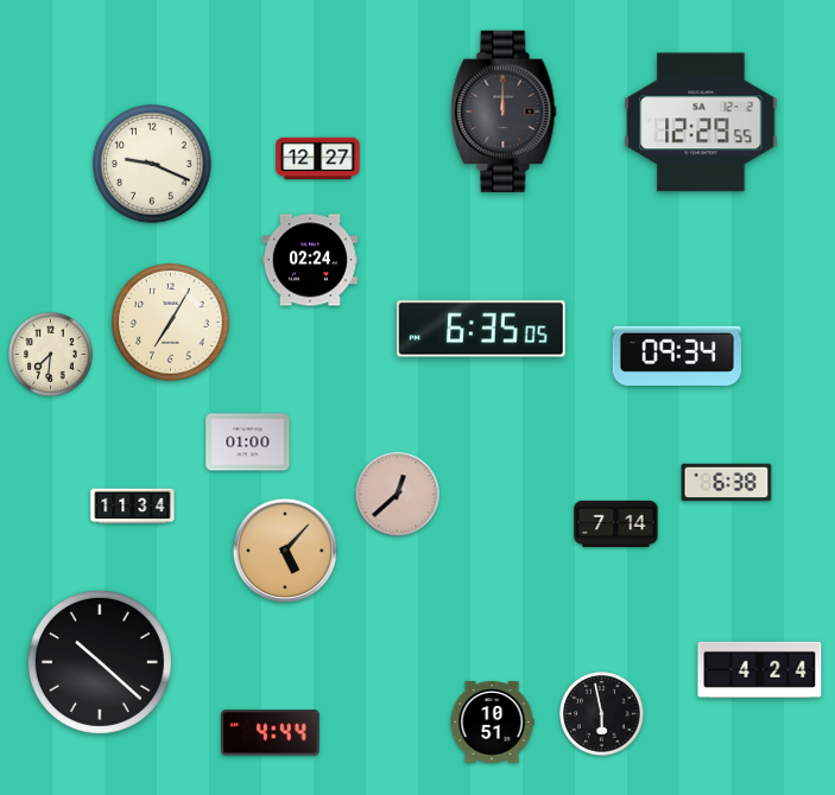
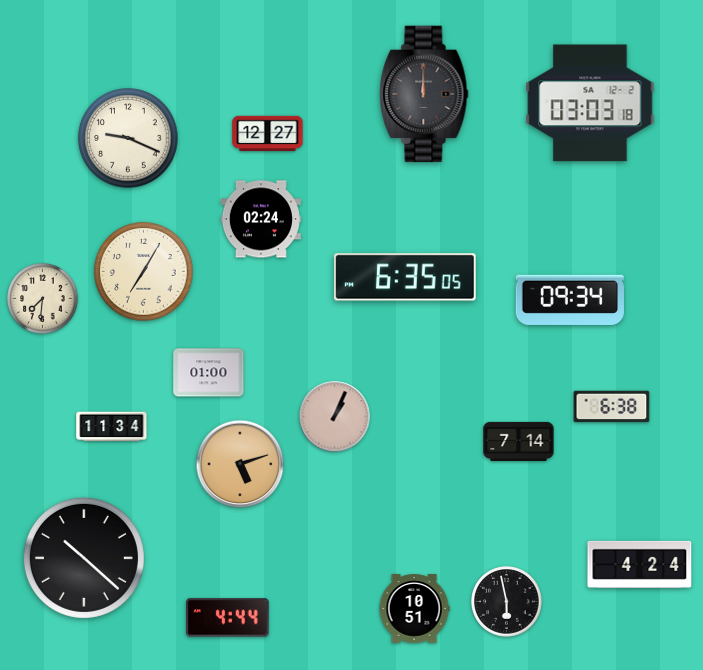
clock at (701, 122): 12:29 -> 03:03
clock at (398, 495): 12:38 -> 1:04
clock at (285, 551): 5:07 -> 5:12
